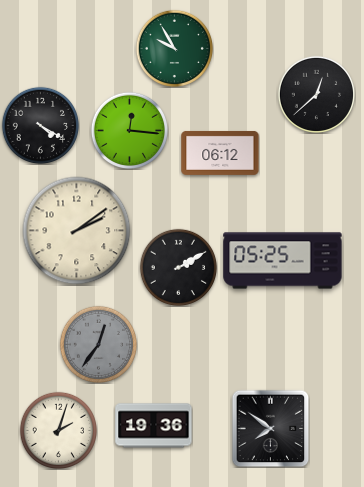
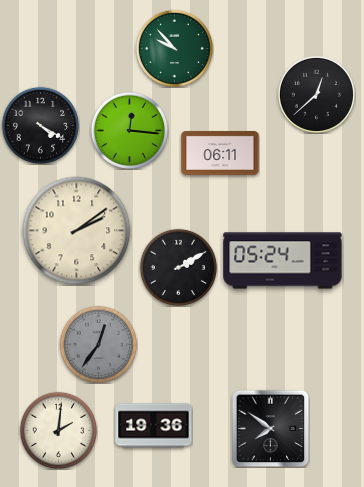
clock at (174, 48): 9:55 -> 9:53
clock at (220, 153): 06:12 -> 06:11
clock at (283, 261): 05:25 -> 05:24
clock at (58, 430): 2:03 -> 2:01
